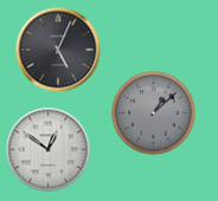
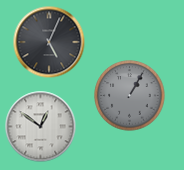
clock at (154, 114): 1:08 -> 1:05
